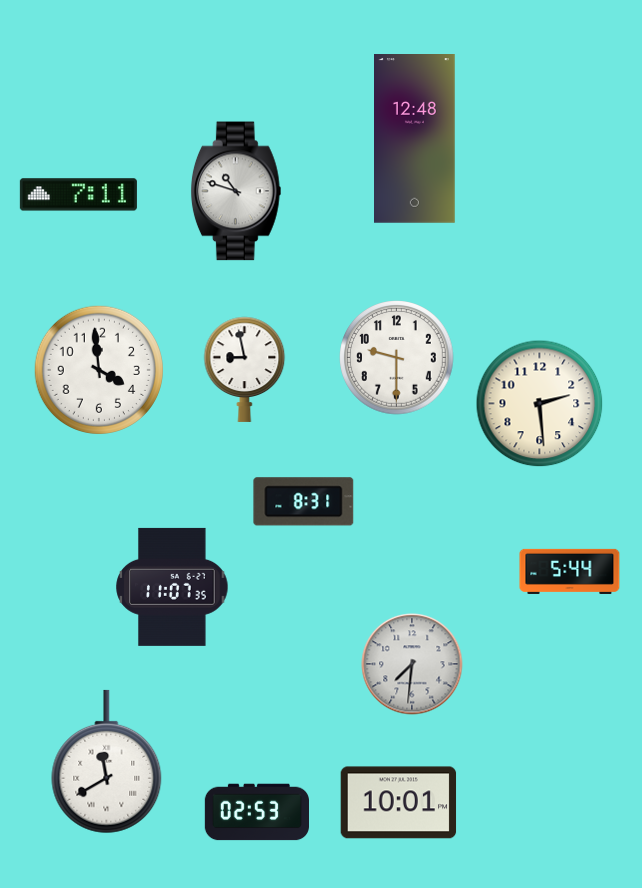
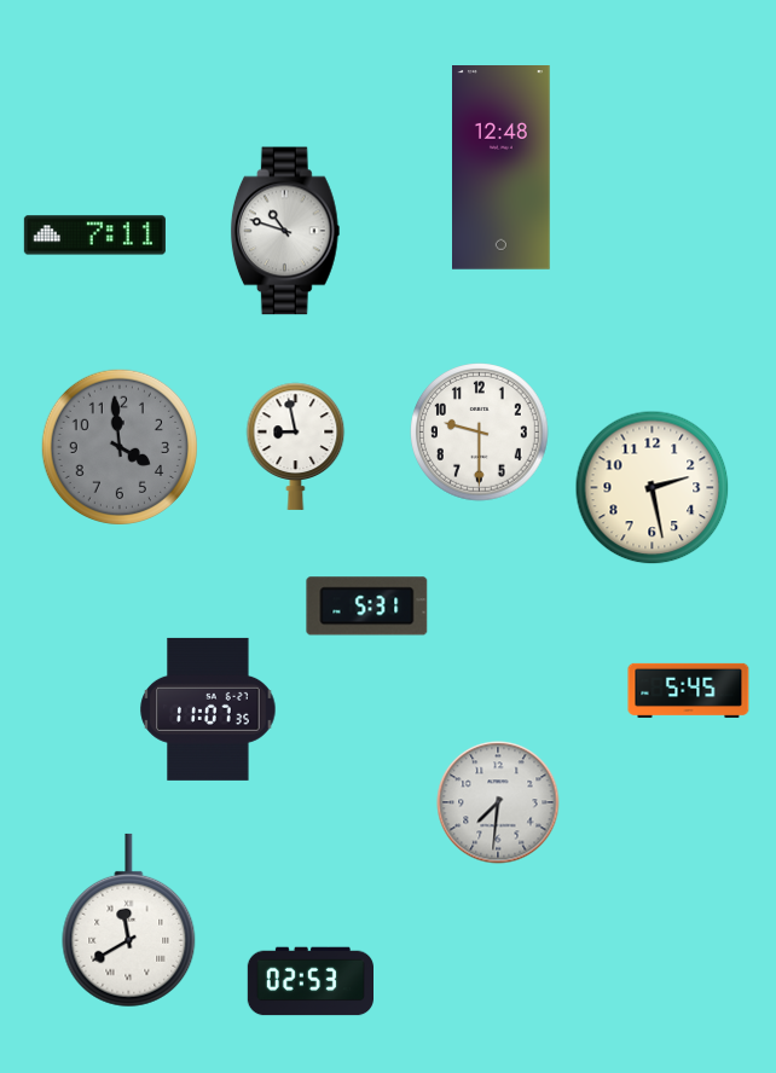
clock at (98, 369) dial: white -> grey
clock at (540, 404): 2:29 -> 2:28
clock at (304, 502): 8:31 -> 5:31
clock at (570, 571): 5:44 -> 5:45
clock at (399, 803): 10:01 -> none
